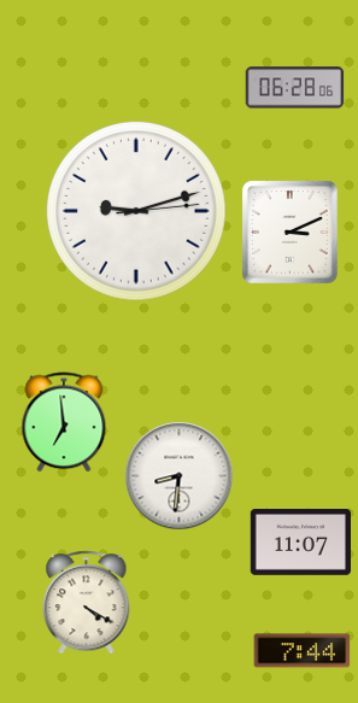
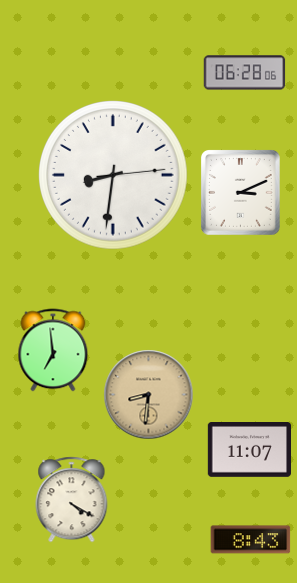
clock at (137, 212): 9:12 -> 8:31
clock at (180, 476) dial: white -> champagne
clock at (303, 651): 7:44 -> 8:43
